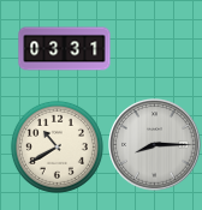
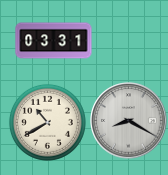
clock at (155, 145): 8:15 -> 8:20
